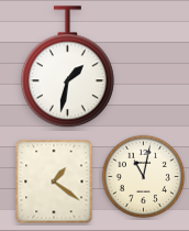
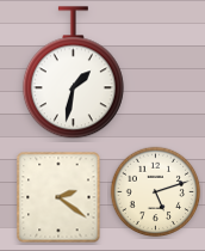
clock at (144, 177): 11:02 -> 5:12
clock at (54, 182): 1:21 -> 2:21
